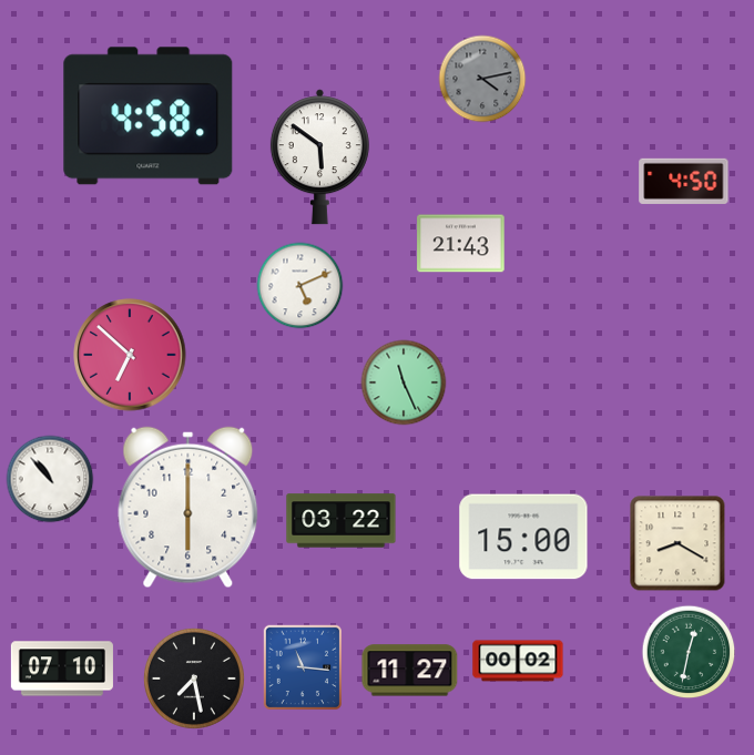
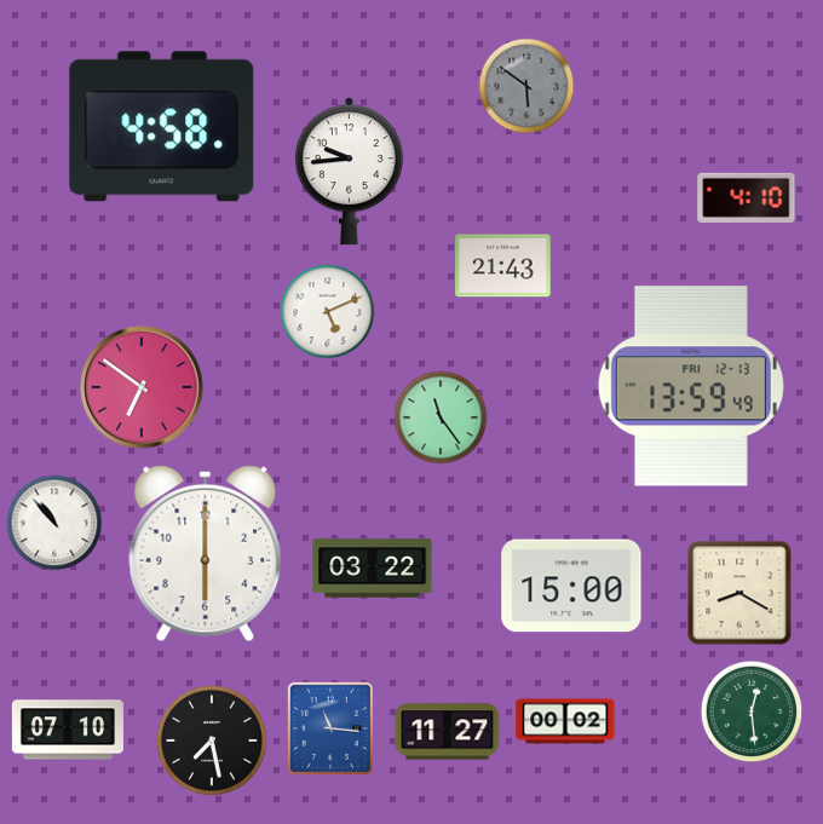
clock at (482, 79): 4:13 -> 5:51
clock at (319, 157): 5:51 -> 9:44
clock at (684, 181): 4:50 -> 4:10
clock at (691, 386): none -> 13:59
clock at (130, 355): 6:52 -> 6:51
clock at (404, 382): 11:26 -> 11:24
clock at (689, 652): 12:32 -> 12:29
